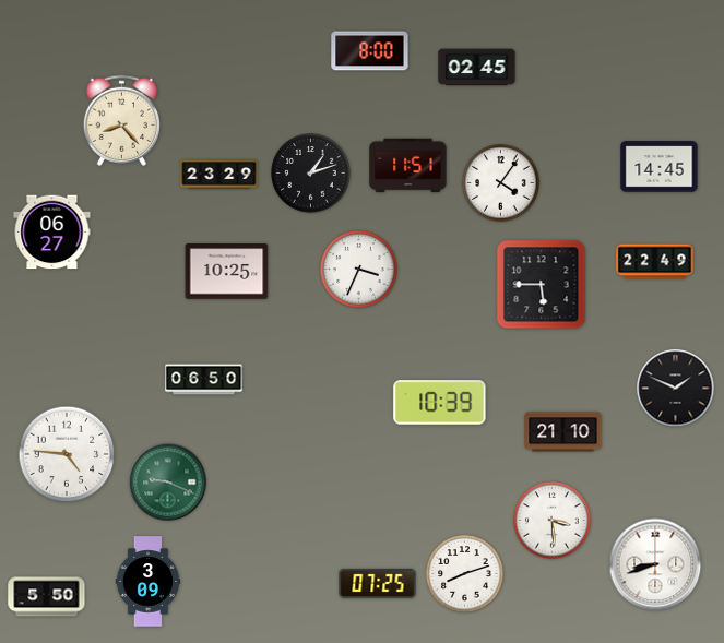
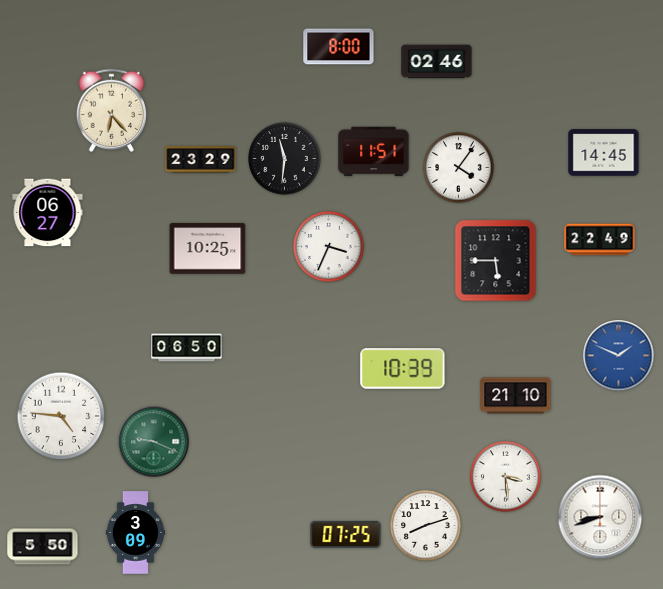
clock at (477, 68): 02:45 -> 02:46
clock at (121, 120): 8:23 -> 6:23
clock at (311, 174): 1:12 -> 11:31
clock at (676, 389) dial: black -> blue
